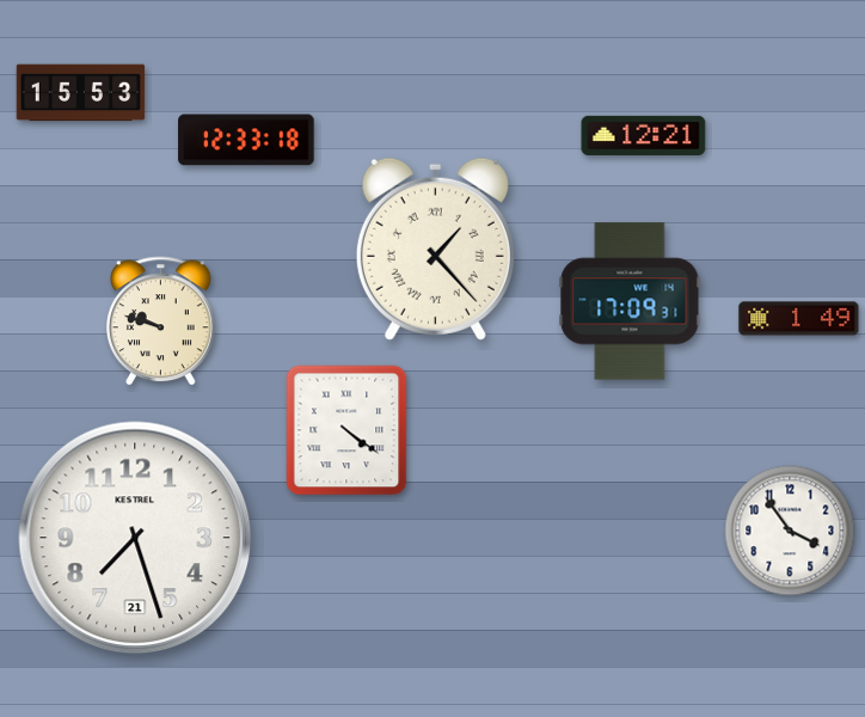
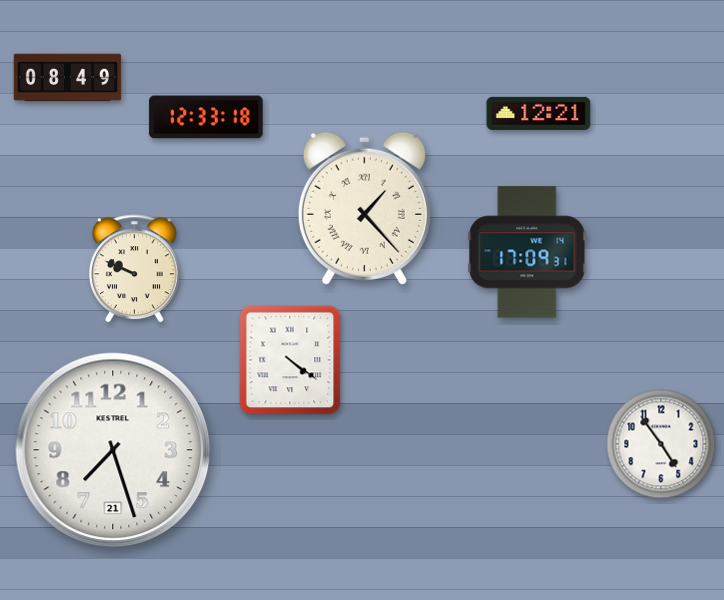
clock at (81, 93): 15:53 -> 08:49
clock at (799, 319): 1:49 -> none
clock at (160, 321): 9:48 -> 9:49
clock at (790, 531): 3:54 -> 4:54
